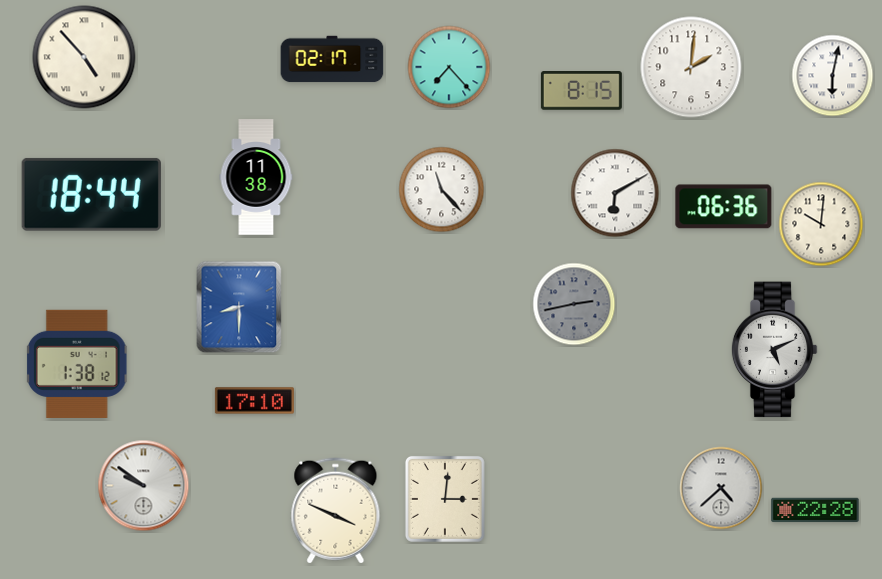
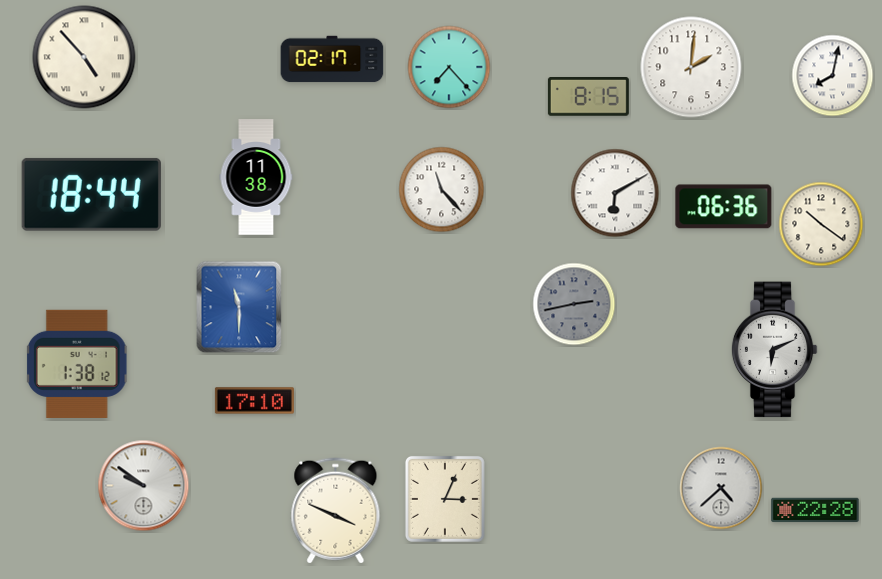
clock at (833, 76): 6:02 -> 8:02
clock at (581, 91) position: (581, 91) -> (588, 97)
clock at (821, 224): 10:01 -> 10:21
clock at (239, 307): 8:30 -> 11:30
clock at (774, 350): 5:11 -> 6:11
clock at (445, 499): 3:01 -> 3:04
